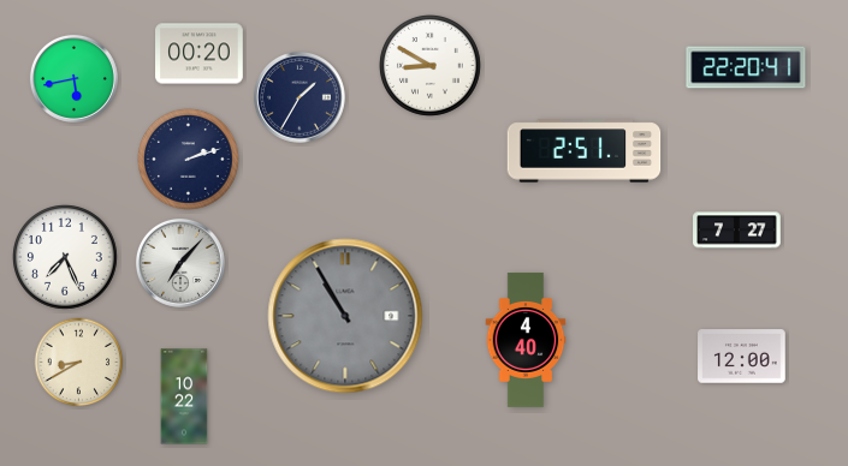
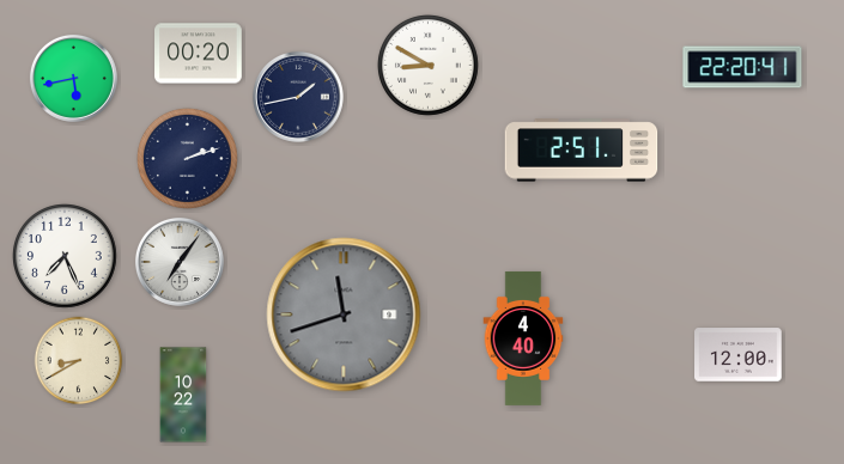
clock at (300, 97): 1:35 -> 1:43
clock at (737, 231): 7:27 -> none
clock at (180, 263): 7:07 -> 7:06
clock at (345, 316): 10:55 -> 11:42
